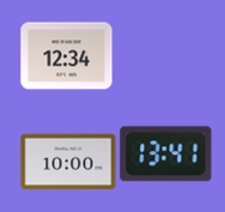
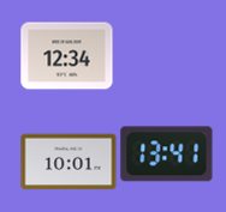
clock at (68, 162): 10:00 -> 10:01
